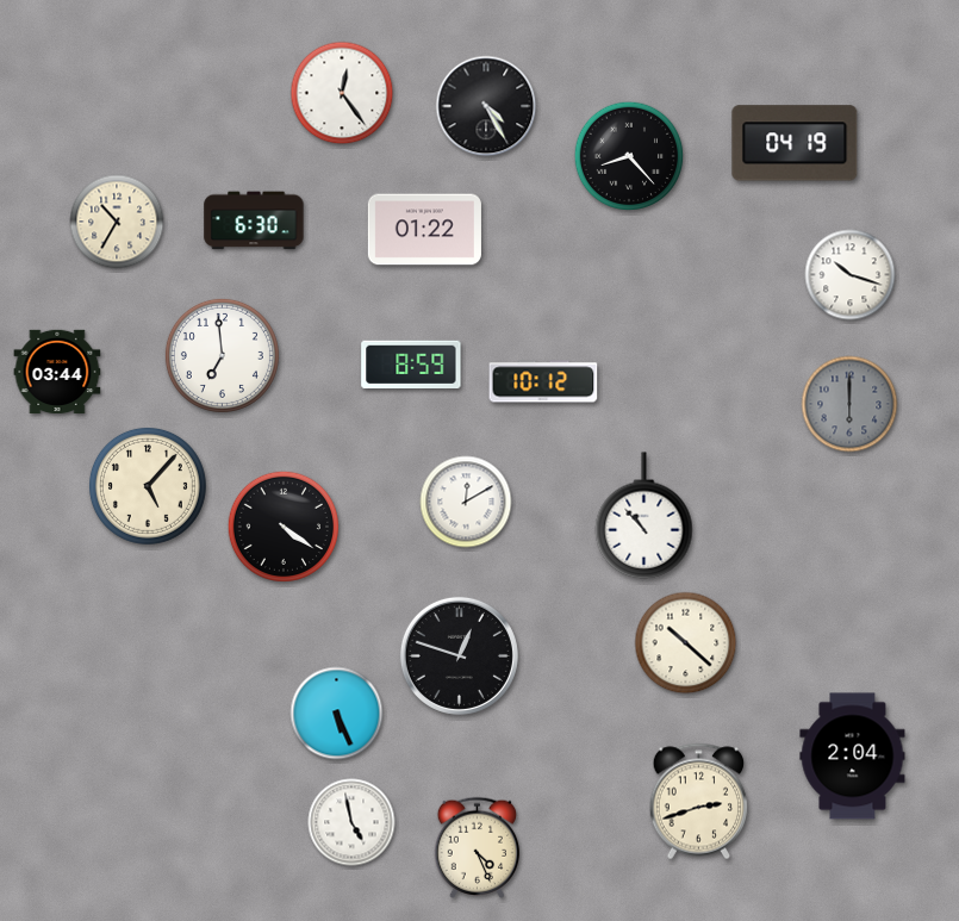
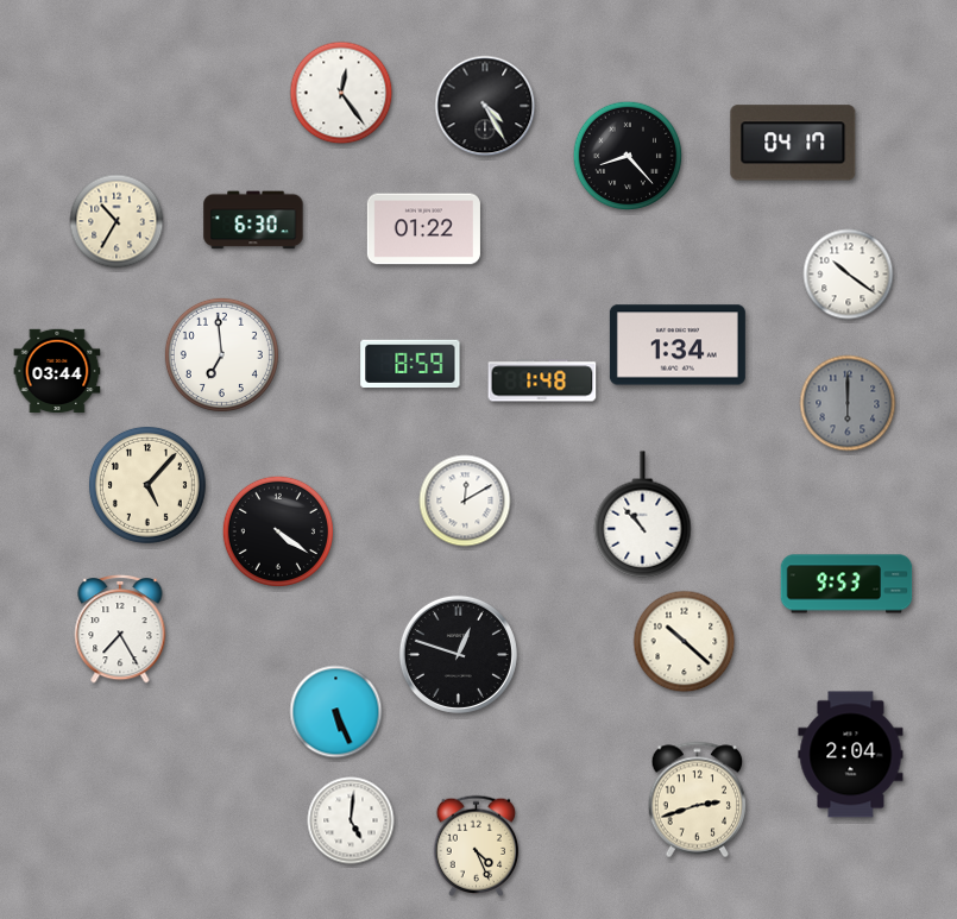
clock at (795, 143): 04:19 -> 04:17
clock at (851, 275): 10:18 -> 10:21
clock at (678, 345): none -> 1:34
clock at (543, 381): 10:12 -> 1:48
clock at (284, 527) position: (284, 527) -> (278, 531)
clock at (846, 584): none -> 9:53
clock at (120, 629): none -> 7:25
clock at (351, 822): 4:58 -> 5:01
